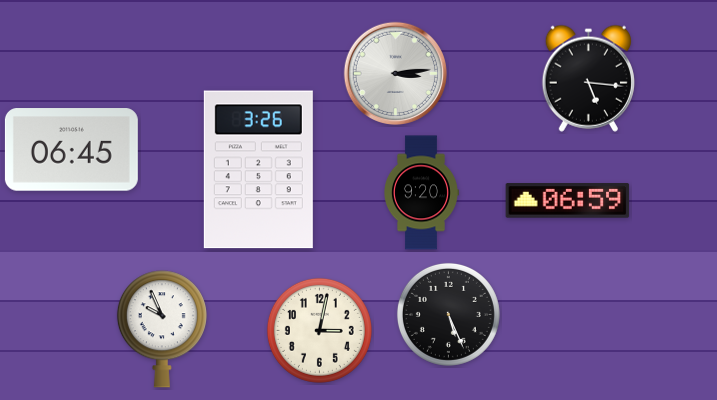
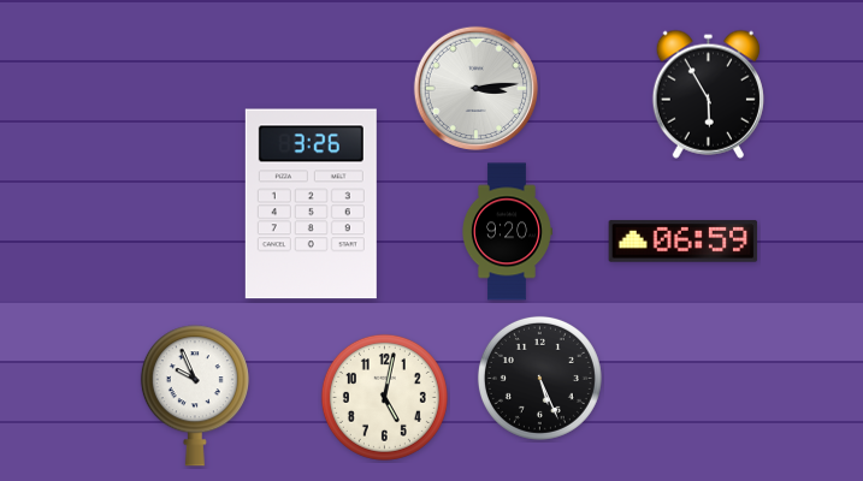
clock at (588, 78): 5:16 -> 5:55
clock at (71, 150): 06:45 -> none
clock at (319, 330): 3:02 -> 5:02
